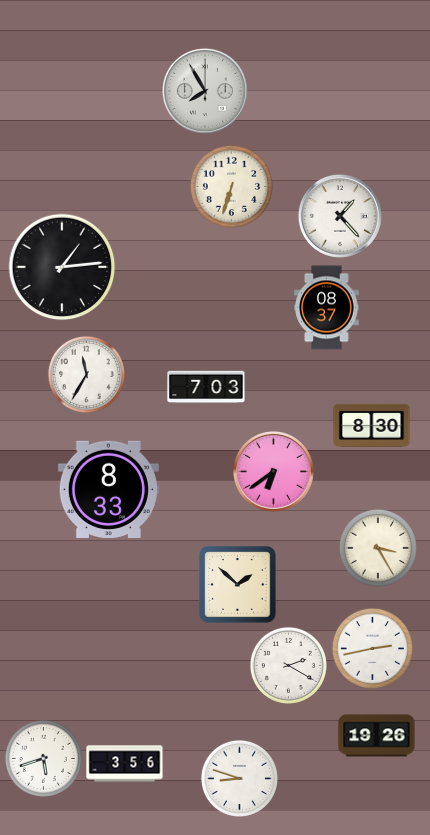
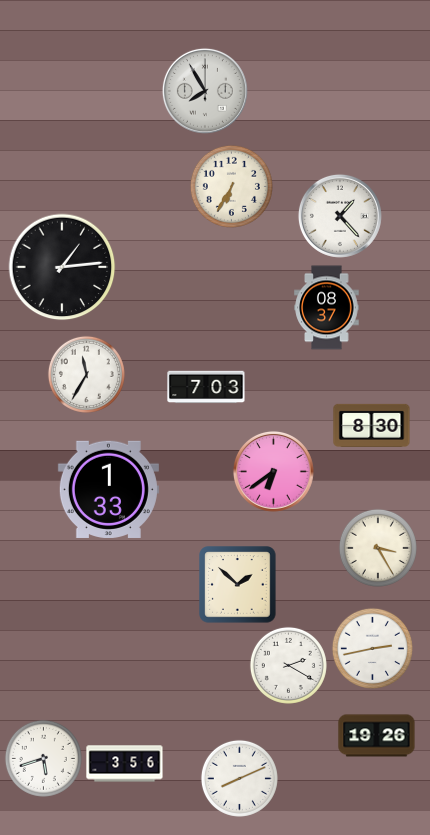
clock at (231, 186): 6:33 -> 6:35
clock at (108, 489): 8:33 -> 1:33
clock at (239, 778): 8:48 -> 8:11
